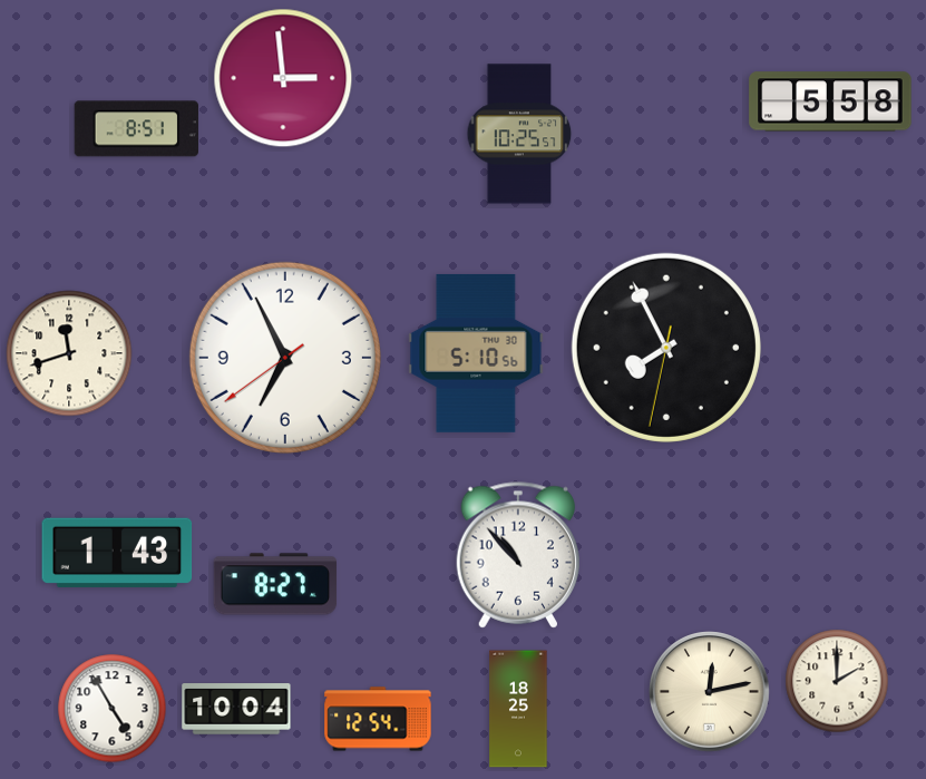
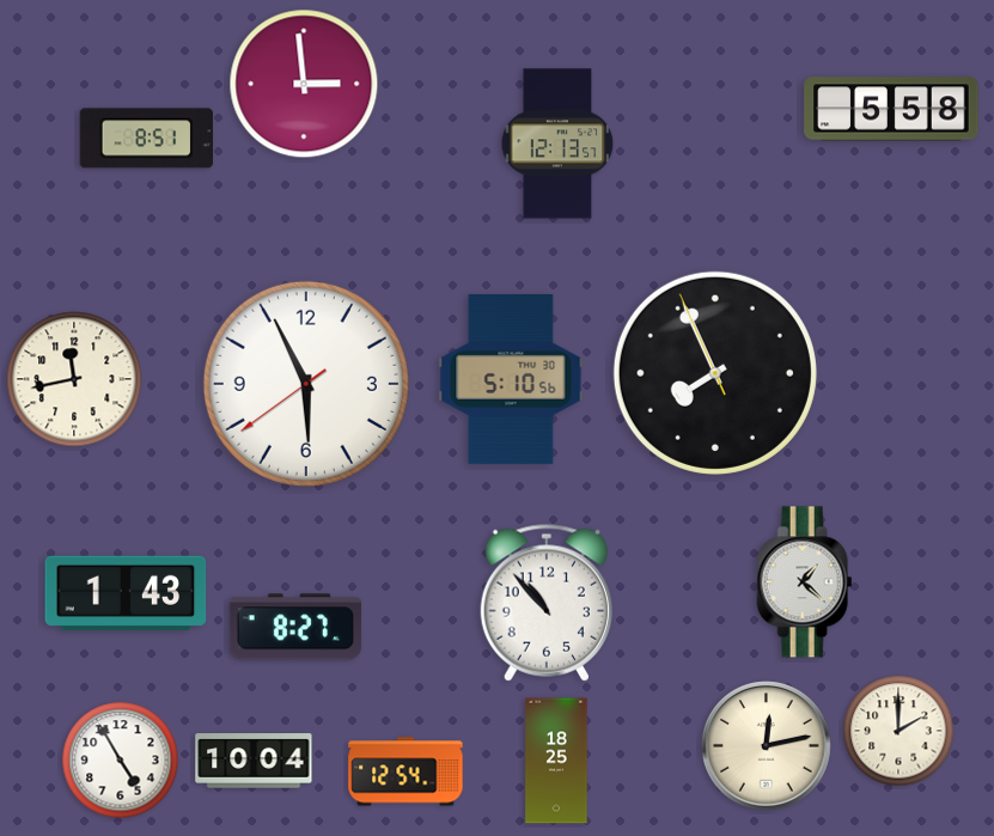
clock at (519, 134): 10:25 -> 12:13
clock at (666, 348): 7:55:32 -> 7:55:56
clock at (69, 353): 11:42 -> 11:43
clock at (285, 358): 6:55 -> 5:55
clock at (805, 582): none -> 1:22
clock at (517, 555) position: (517, 555) -> (545, 603)
clock at (710, 692) position: (710, 692) -> (767, 746)
